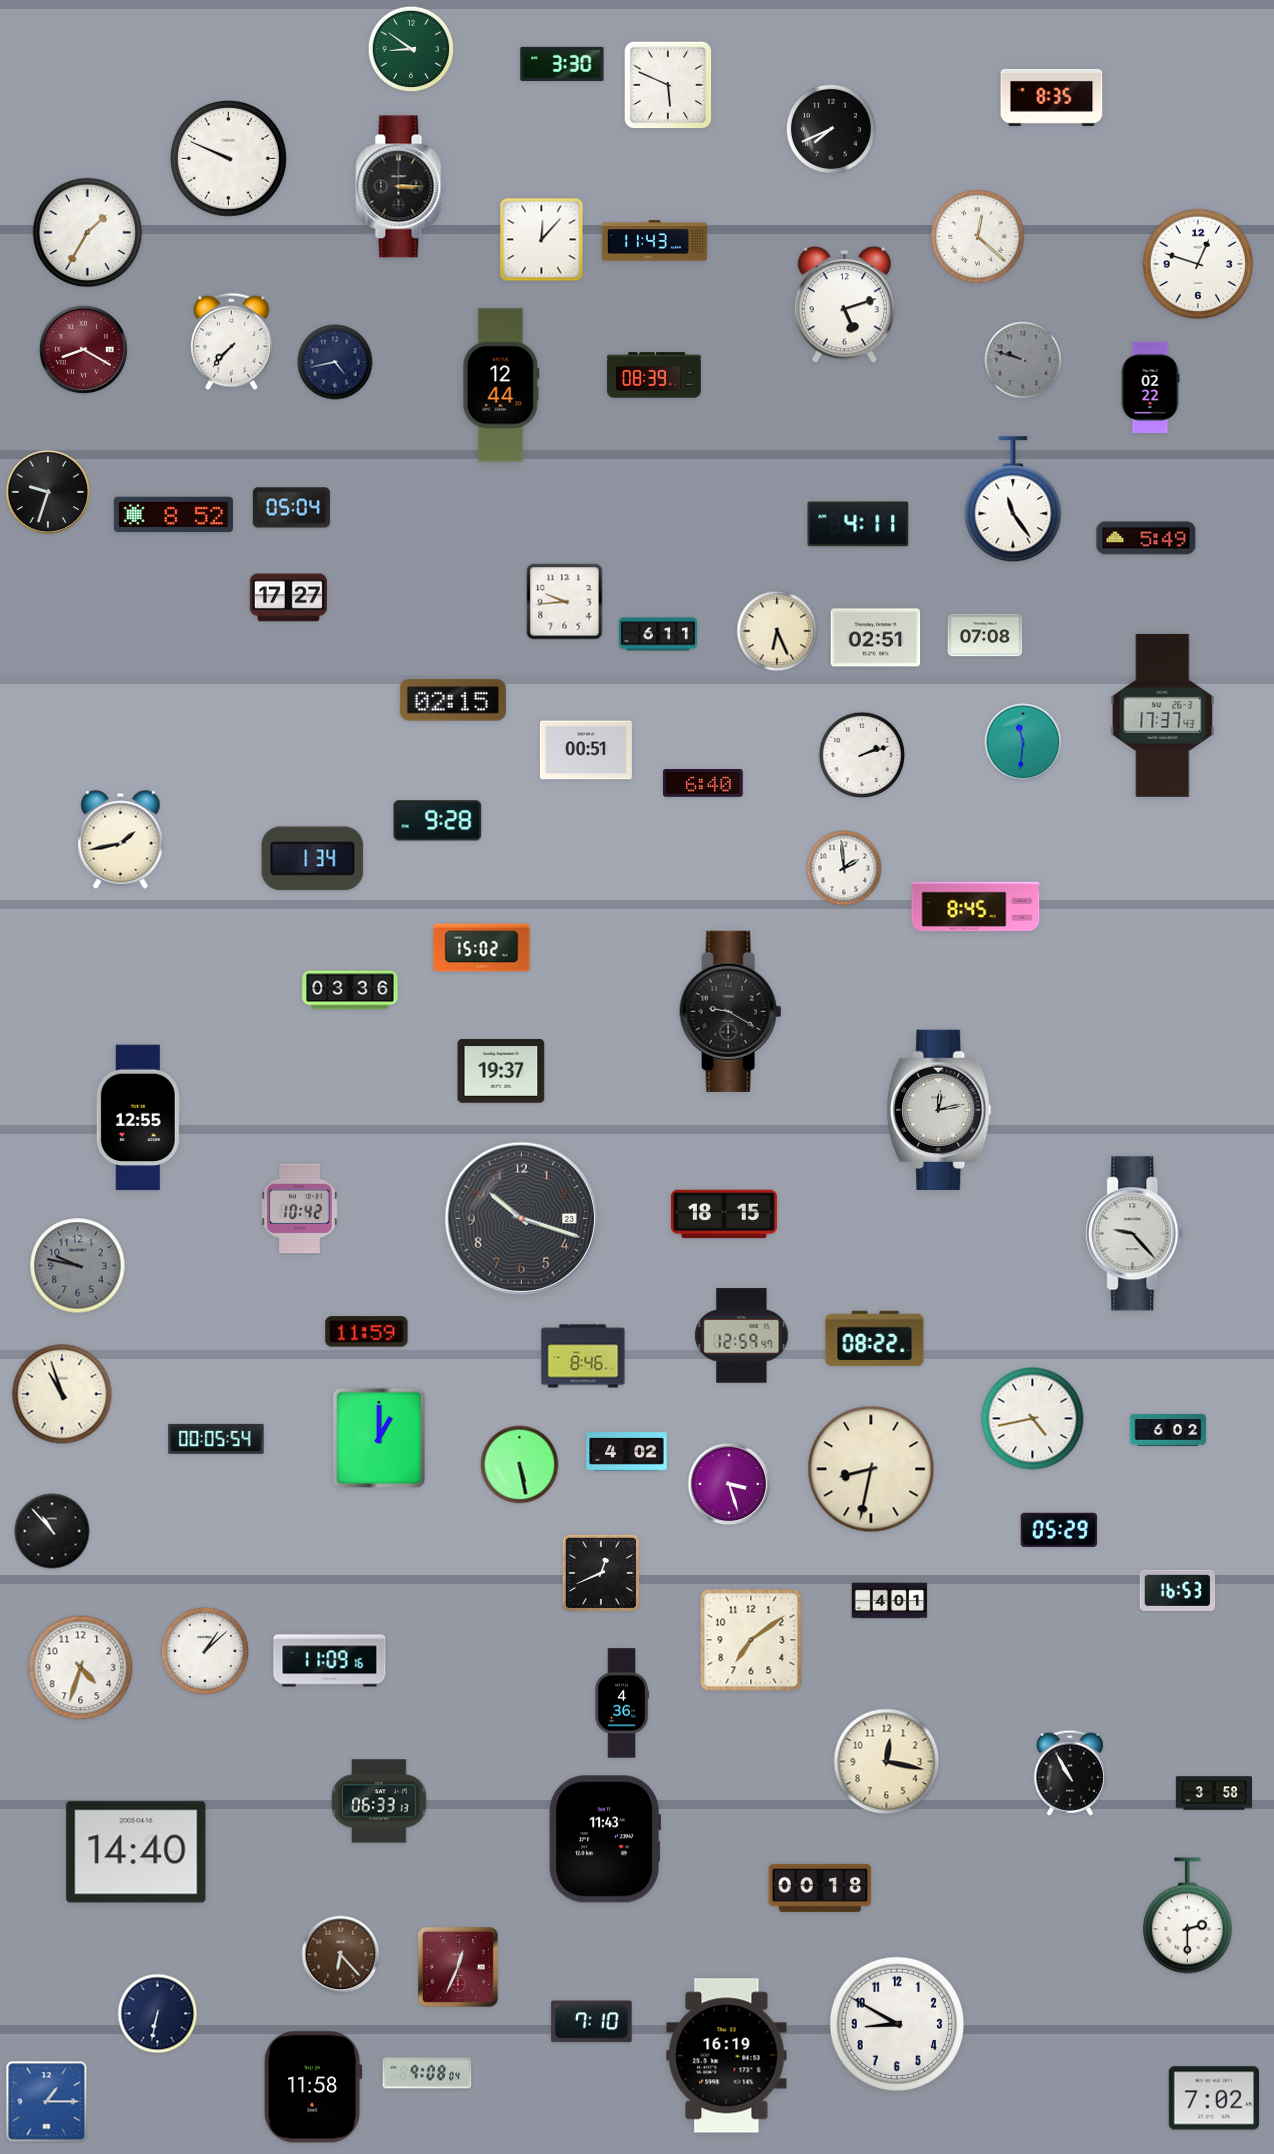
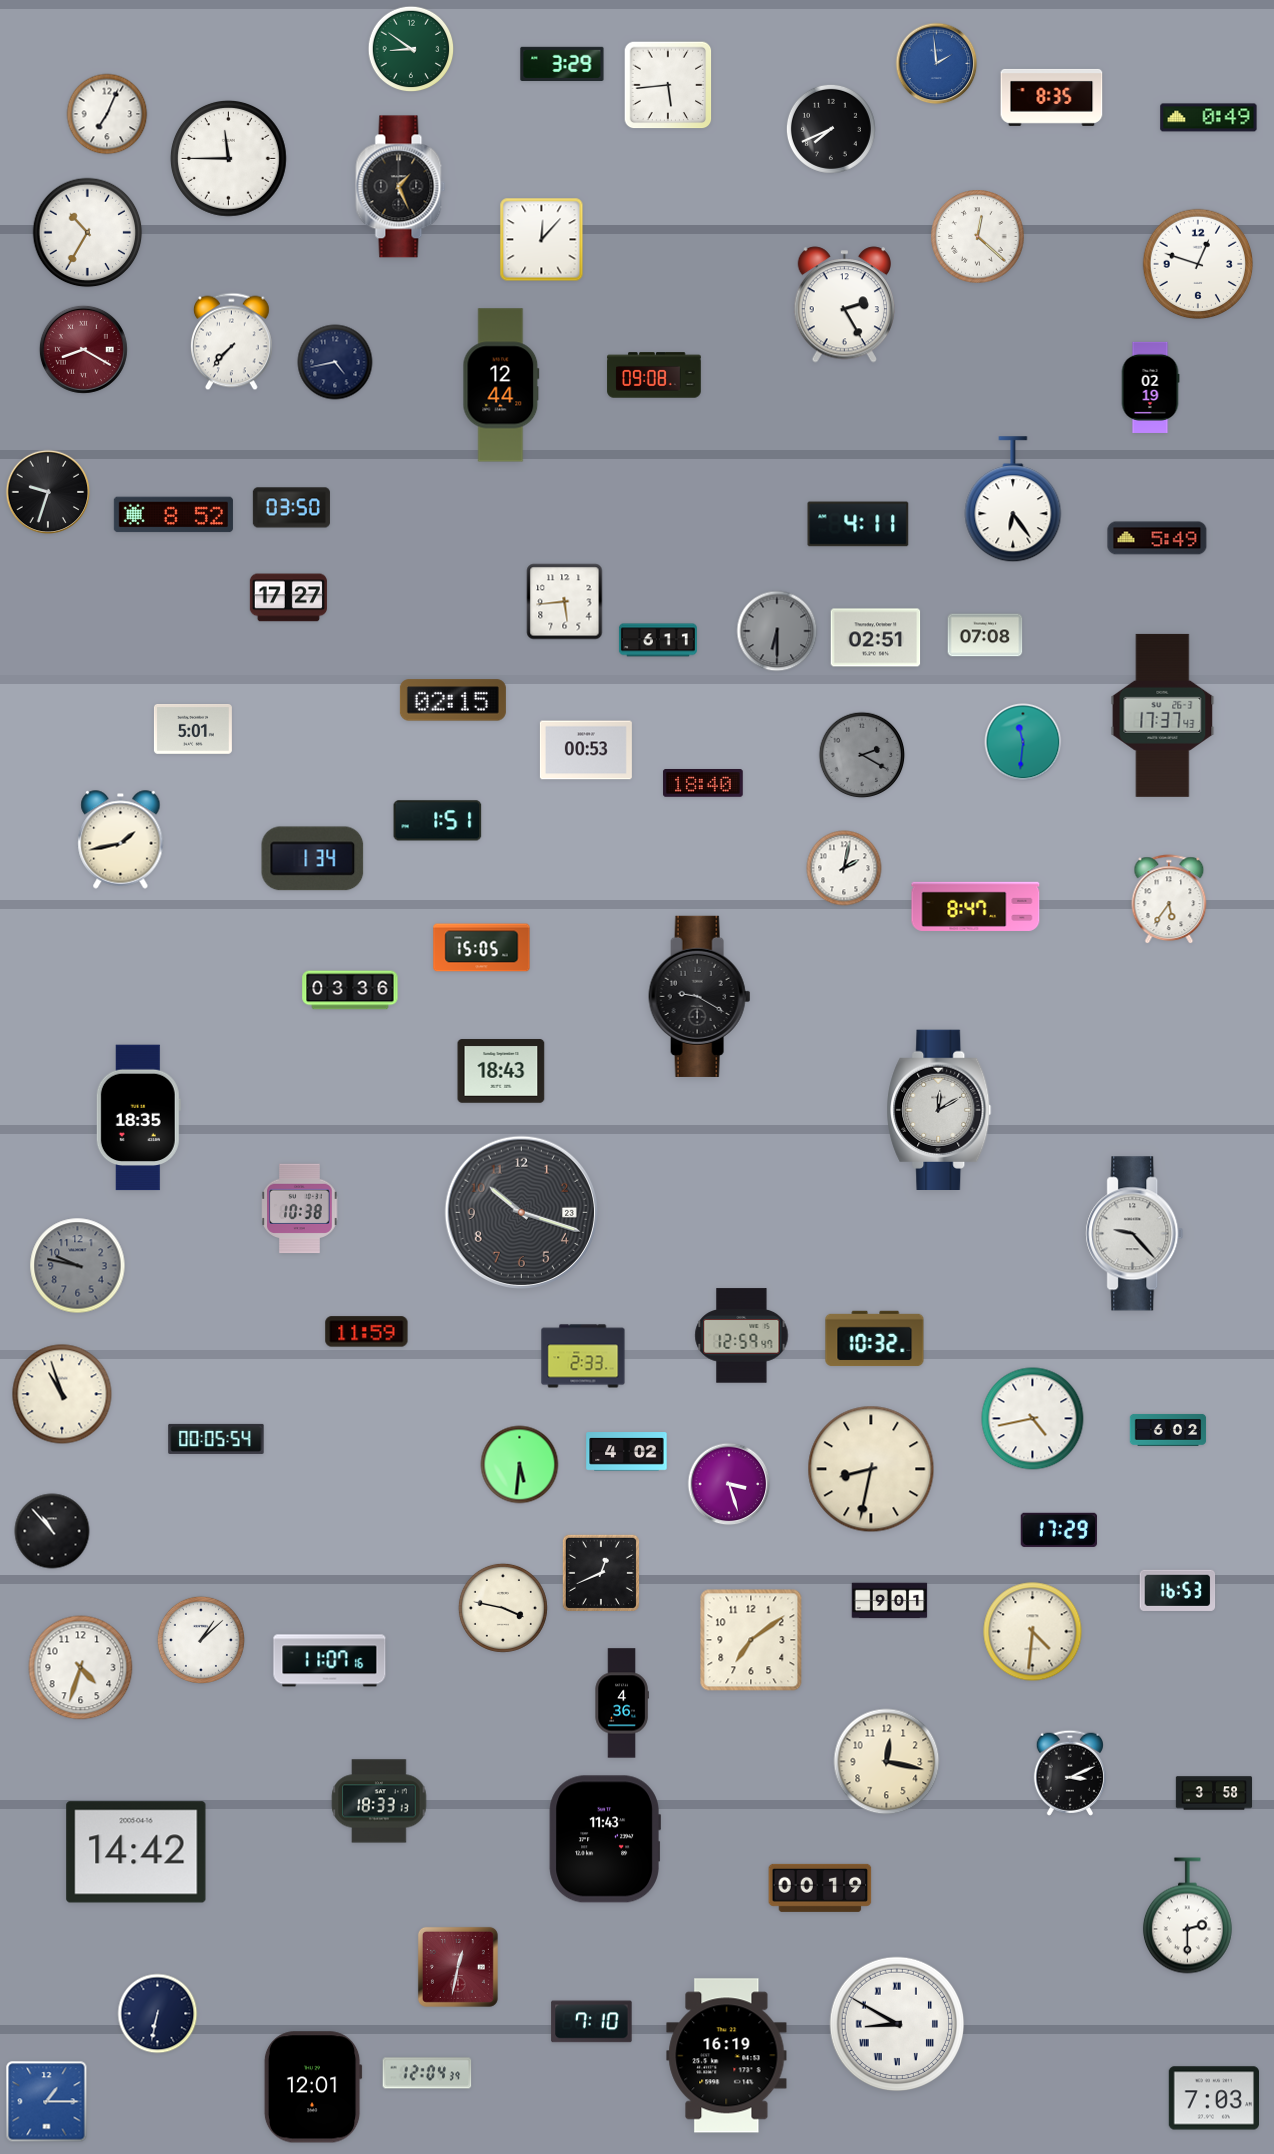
clock at (562, 64): 3:30 -> 3:29
clock at (937, 64): none -> 1:59
clock at (668, 85): 5:49 -> 5:44
clock at (107, 114): none -> 7:04
clock at (1209, 118): none -> 0:49
clock at (228, 158): 9:49 -> 11:45
clock at (401, 187): 3:15 -> 1:26
clock at (88, 233): 1:35 -> 10:35
clock at (654, 241): 11:43 -> none
clock at (844, 305): 5:12 -> 2:25
clock at (1023, 360): 9:48 -> none
clock at (654, 375): 08:39 -> 09:08
clock at (1150, 387): 02:22 -> 02:19
clock at (1013, 500): 11:24 -> 6:24
clock at (291, 508): 05:04 -> 03:50
clock at (1146, 538) position: (1146, 538) -> (1157, 538)
clock at (565, 602): 9:44 -> 5:44
clock at (777, 631): 6:26 -> 6:30
clock at (777, 631) dial: cream -> grey
clock at (658, 634) position: (658, 634) -> (658, 640)
clock at (193, 730): none -> 5:01
clock at (586, 750): 00:51 -> 00:53
clock at (862, 755): 2:12 -> 2:20
clock at (862, 755) dial: white -> grey
clock at (703, 784): 6:40 -> 18:40
clock at (438, 821): 9:28 -> 1:51
clock at (844, 868): 1:59 -> 2:02
clock at (1169, 900): none -> 5:36
clock at (976, 906): 8:45 -> 8:47
clock at (482, 948): 15:02 -> 15:05
clock at (731, 1011) position: (731, 1011) -> (700, 996)
clock at (501, 1071): 19:37 -> 18:43
clock at (939, 1109): 12:13 -> 12:10
clock at (138, 1118): 12:55 -> 18:35
clock at (300, 1209): 10:42 -> 10:38
clock at (724, 1214): 18:15 -> none
clock at (521, 1218) position: (521, 1218) -> (521, 1212)
clock at (875, 1339): 08:22 -> 10:32
clock at (583, 1356): 8:46 -> 2:33
clock at (379, 1438): 1:00 -> none
clock at (520, 1465): 5:28 -> 5:31
clock at (1059, 1530): 05:29 -> 17:29
clock at (890, 1601): 4:01 -> 9:01
clock at (503, 1608): none -> 3:47
clock at (1033, 1632): none -> 4:31
clock at (205, 1651) position: (205, 1651) -> (201, 1640)
clock at (330, 1661): 11:09 -> 11:07
clock at (1070, 1773): 10:55 -> 3:11
clock at (379, 1801): 06:33 -> 18:33
clock at (136, 1852): 14:40 -> 14:42
clock at (820, 1888): 00:18 -> 00:19
clock at (341, 1955): 6:23 -> none
clock at (458, 1967): 12:34 -> 12:32
clock at (897, 2024) numerals: Arabic -> Roman
clock at (427, 2073): 9:08 -> 12:04
clock at (313, 2087): 11:58 -> 12:01
clock at (1213, 2098): 7:02 -> 7:03
